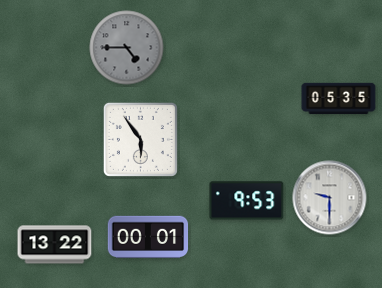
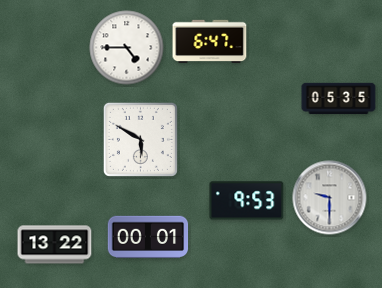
clock at (210, 42): none -> 6:47
clock at (127, 48) dial: grey -> white
clock at (140, 139): 5:54 -> 5:50
